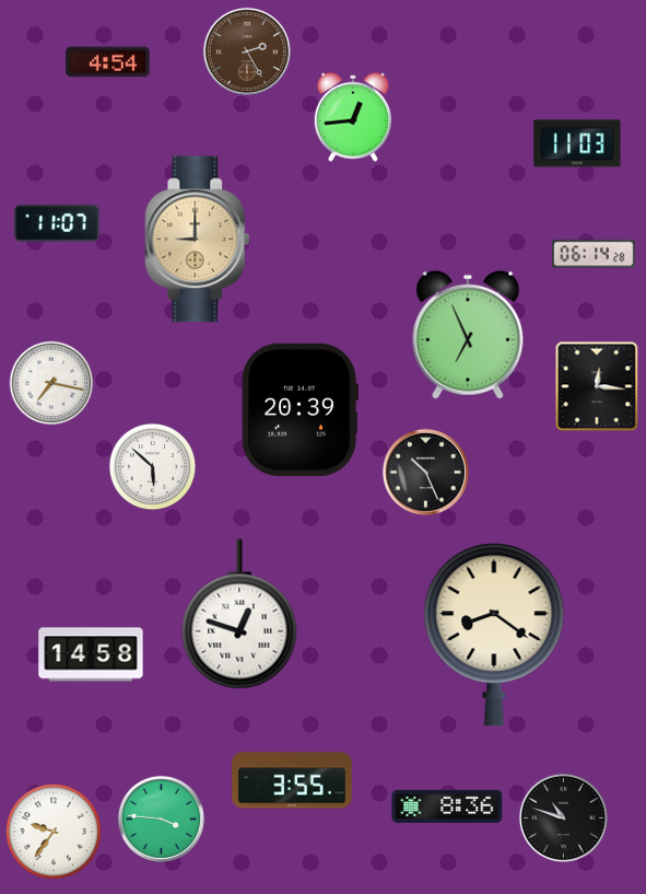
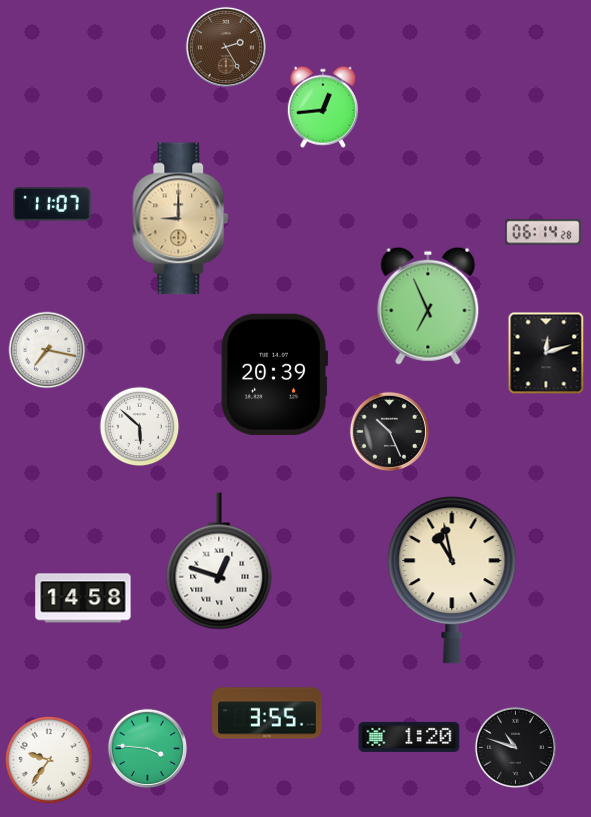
clock at (108, 62): 4:54 -> none
clock at (577, 143): 11:03 -> none
clock at (597, 386): 12:16 -> 12:12
clock at (494, 635): 8:21 -> 10:58
clock at (447, 806): 8:36 -> 1:20
